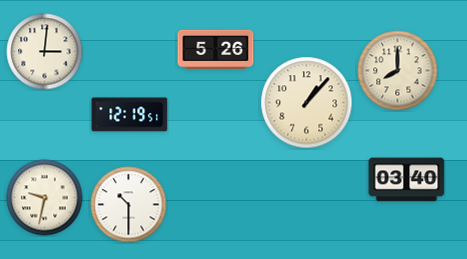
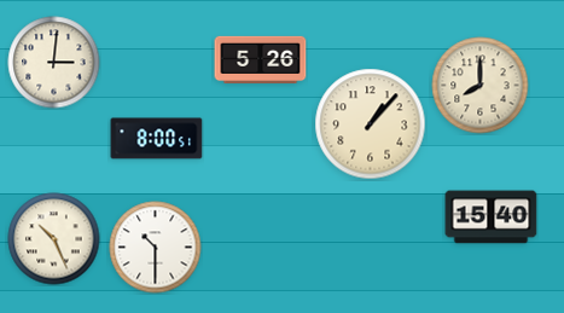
clock at (130, 115): 12:19 -> 8:00
clock at (407, 180): 03:40 -> 15:40
clock at (45, 198): 9:32 -> 10:26
